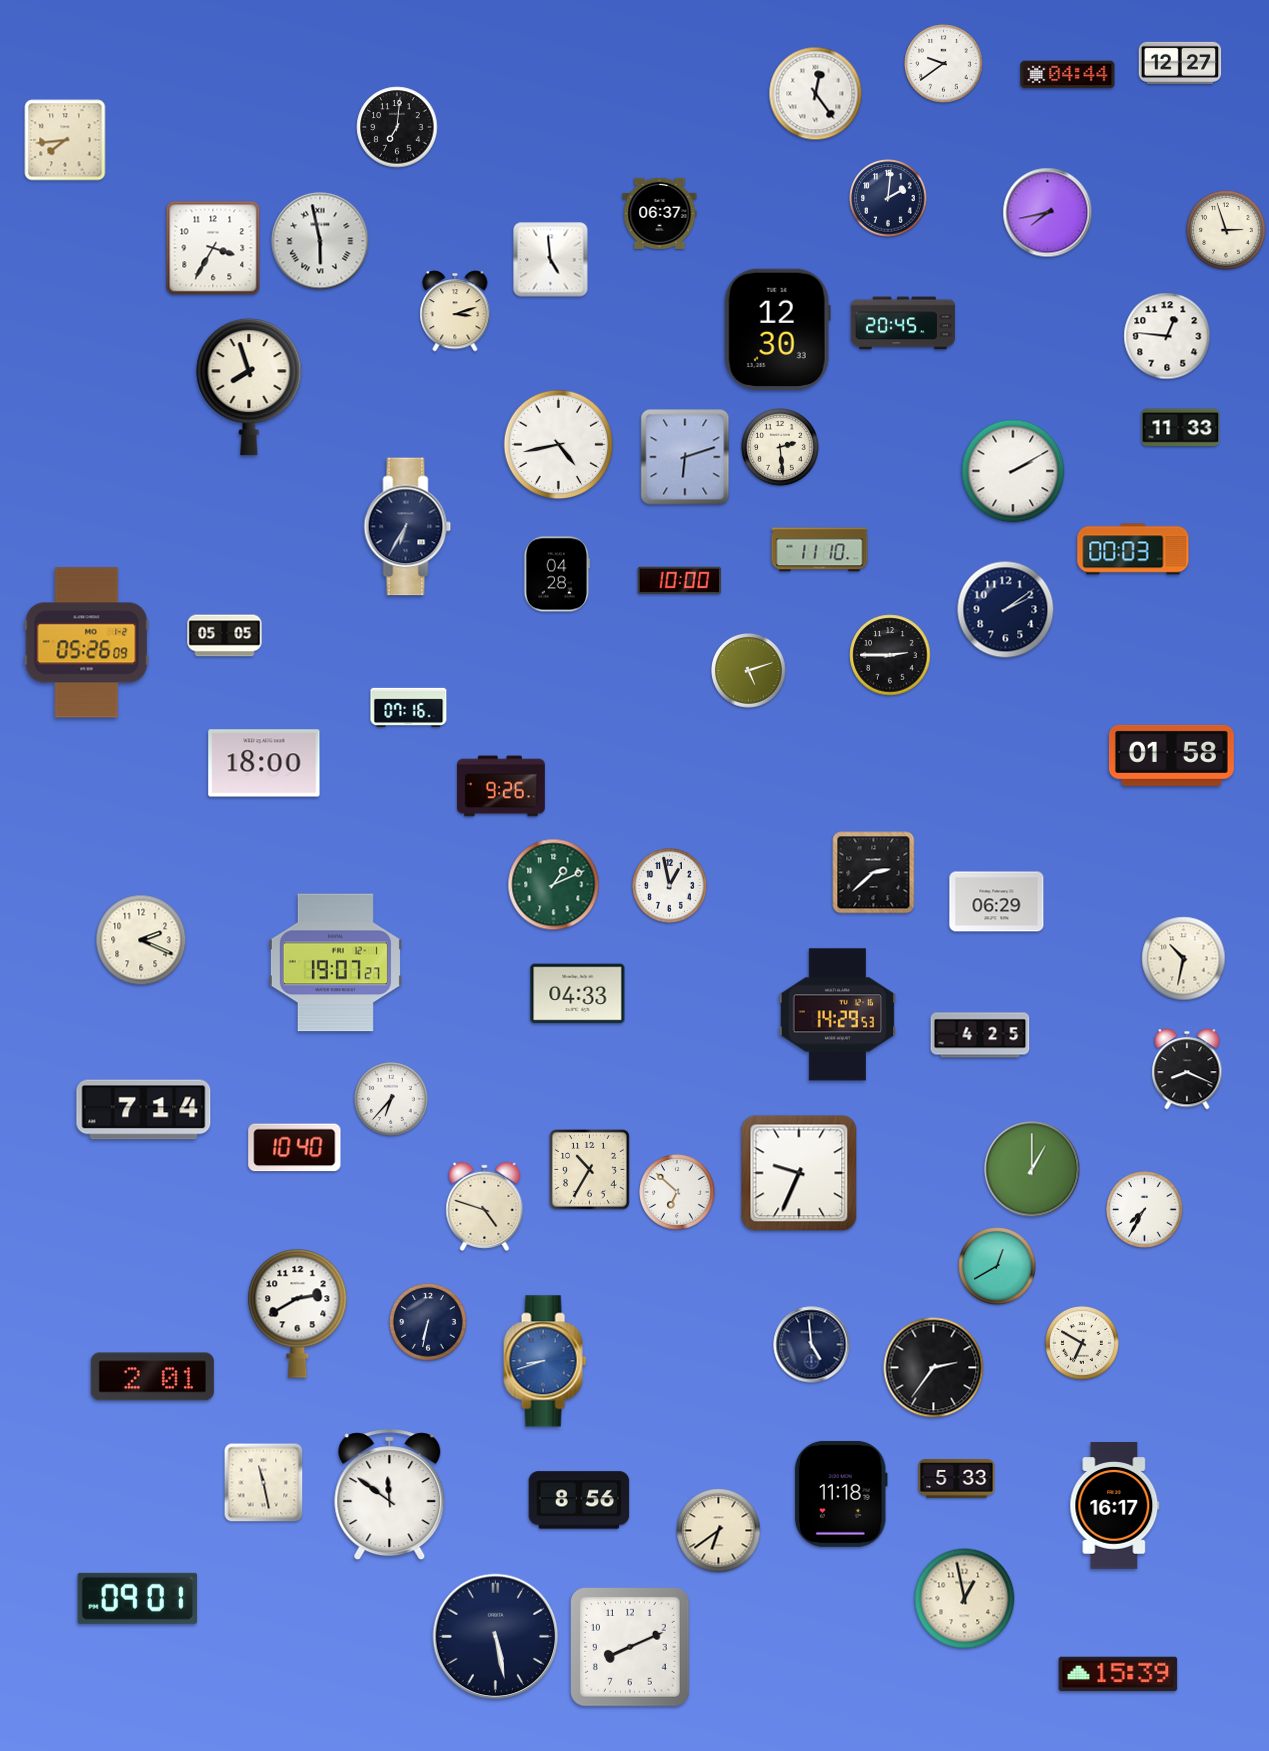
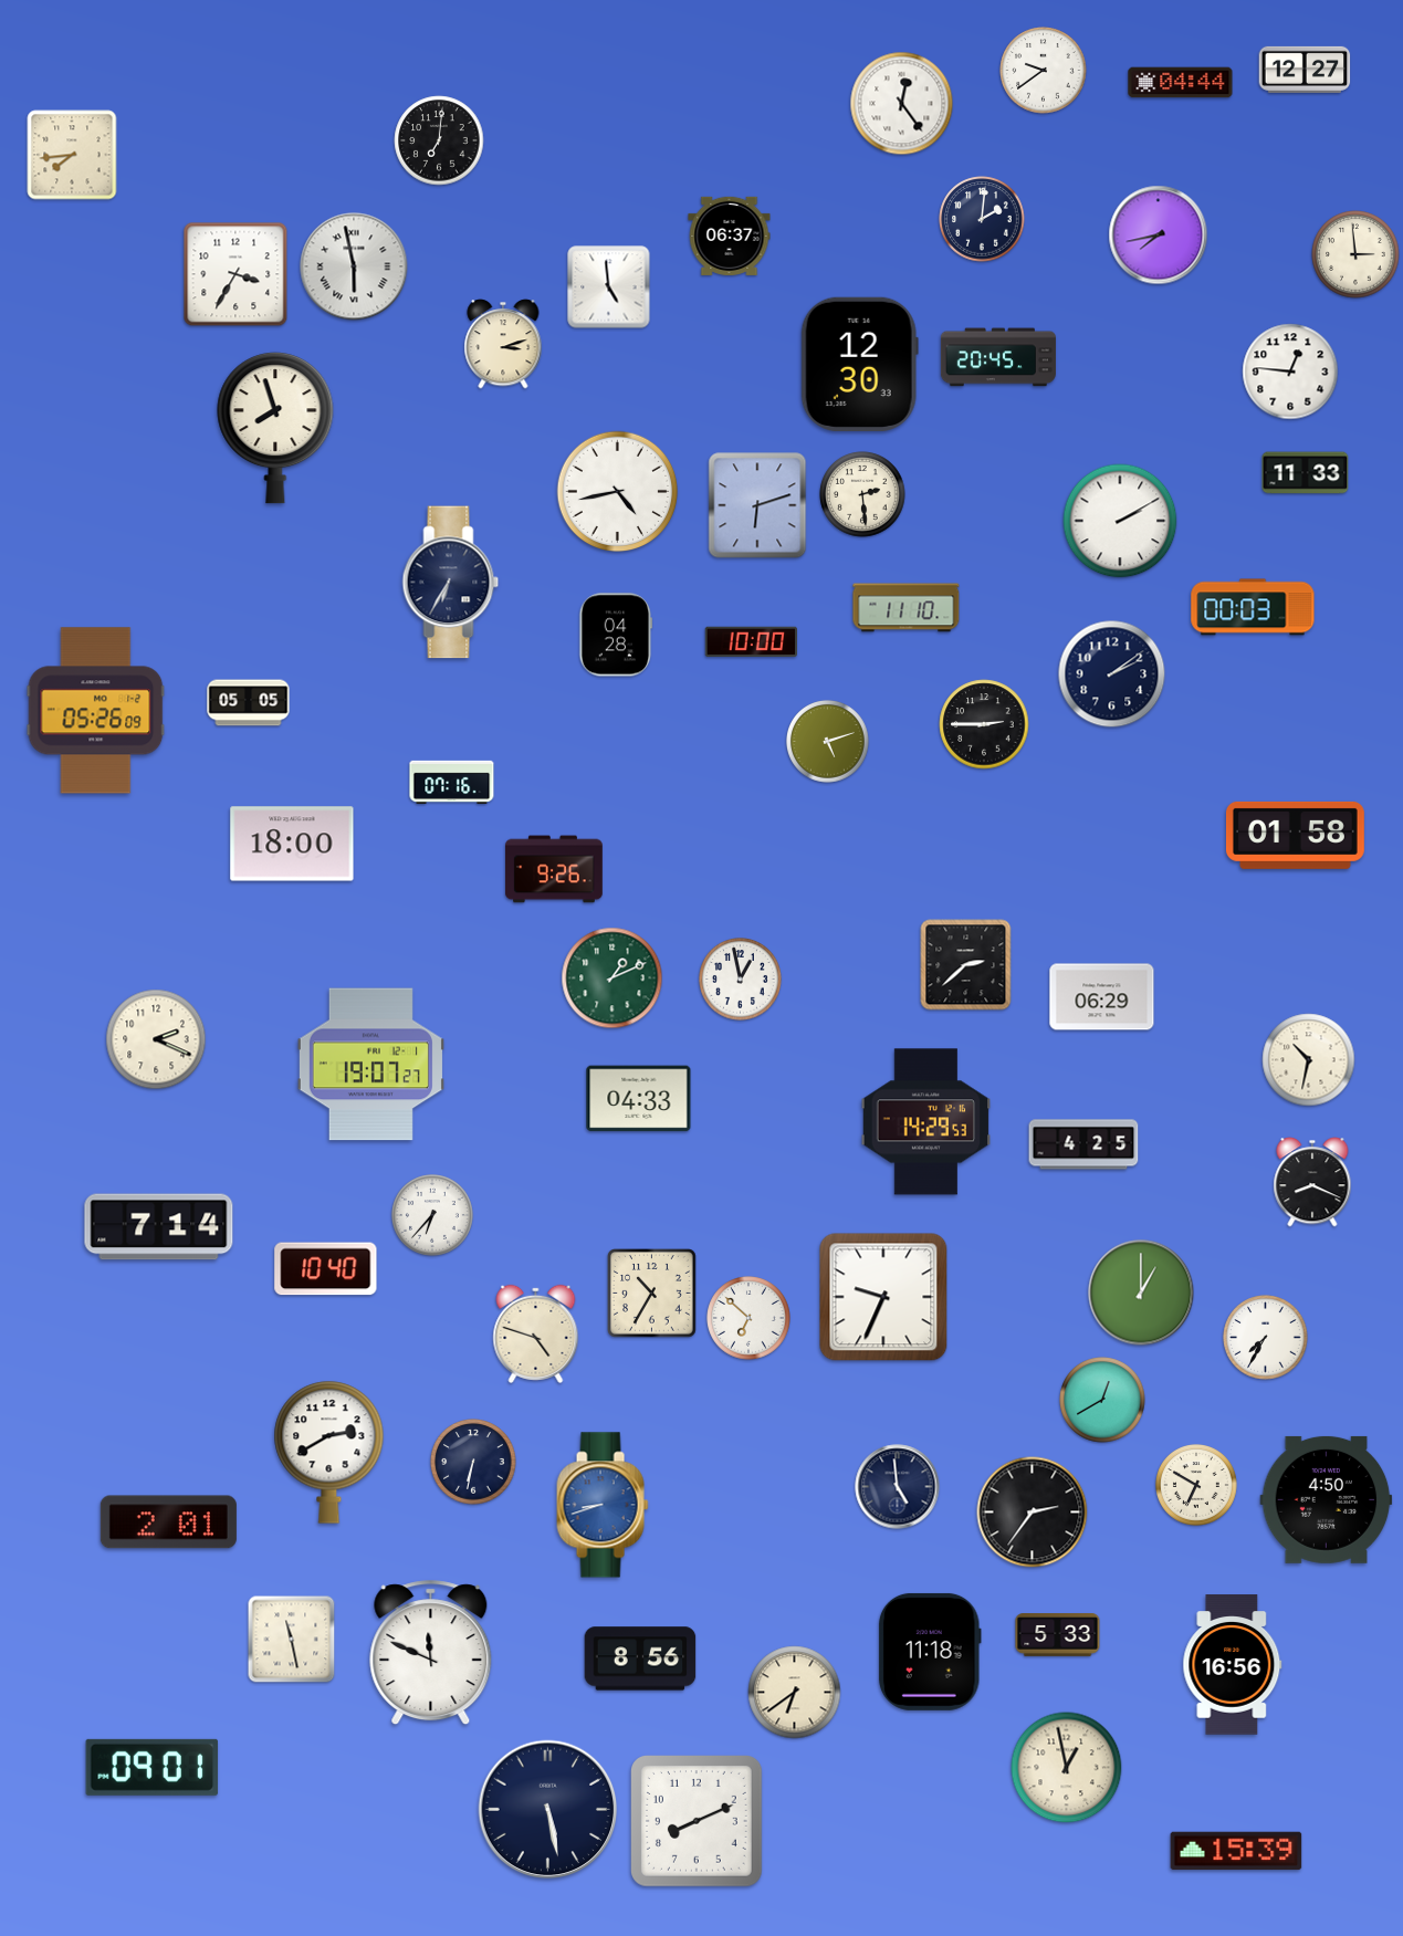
clock at (1226, 230): 2:57 -> 2:59
clock at (1327, 1499): none -> 4:50
clock at (390, 1495): 11:51 -> 11:49
clock at (1115, 1506): 16:17 -> 16:56
